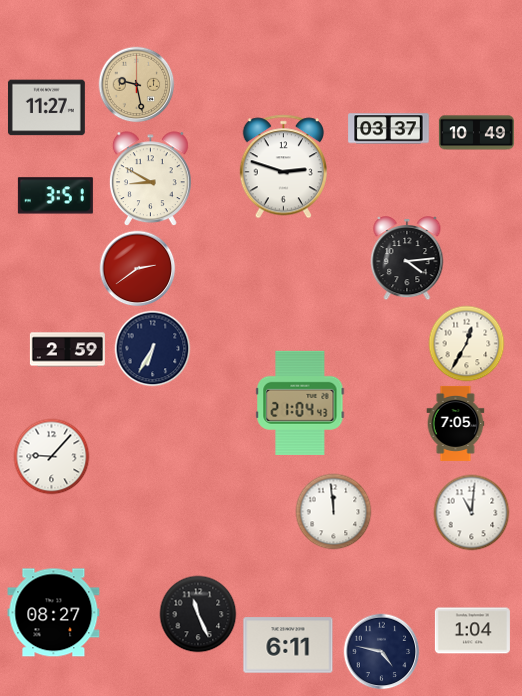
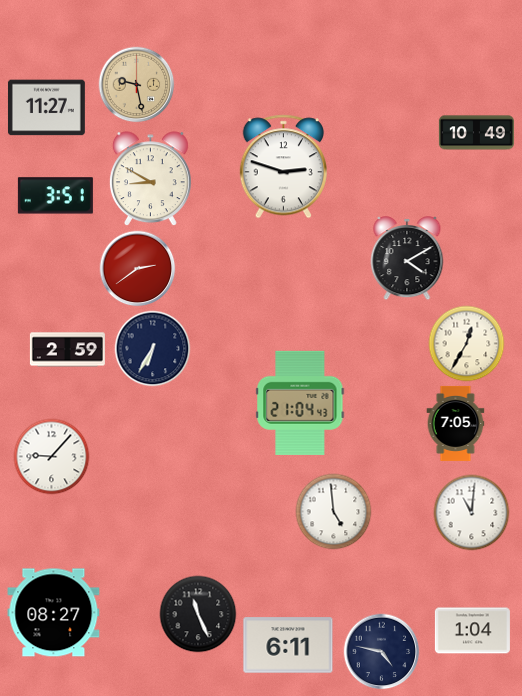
clock at (389, 129): 03:37 -> none
clock at (407, 259): 4:14 -> 4:10
clock at (334, 512): 11:59 -> 4:59
